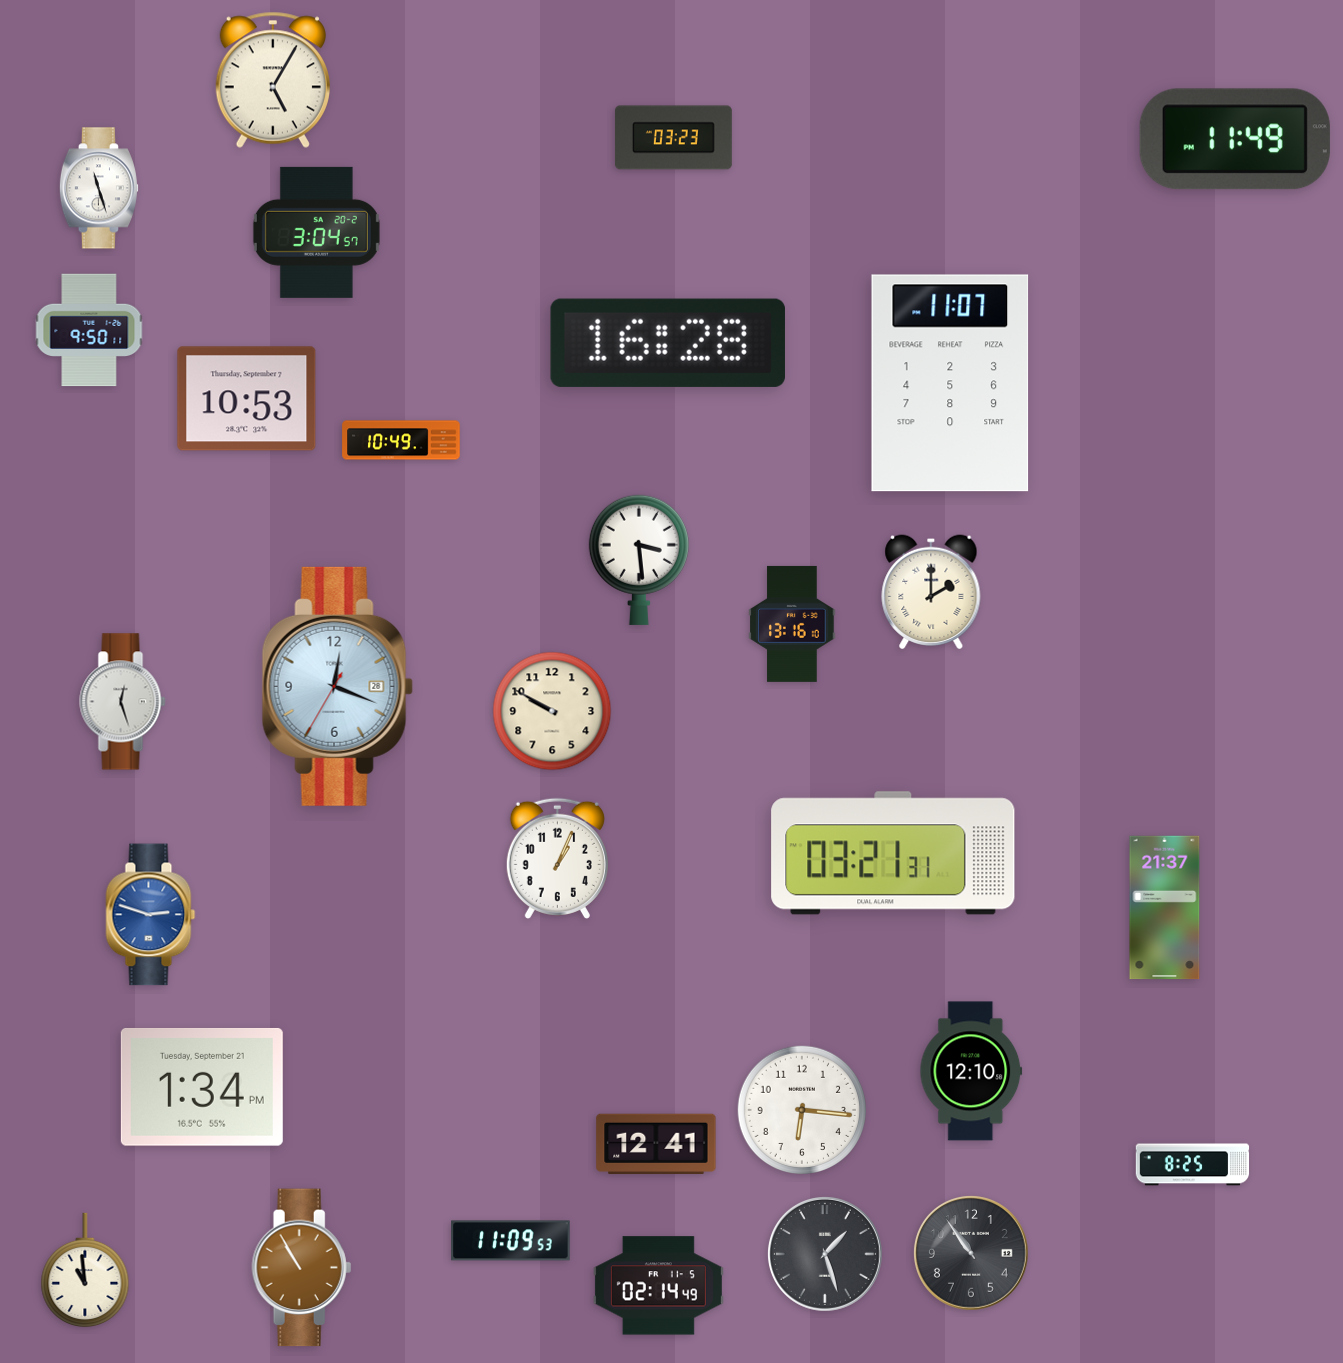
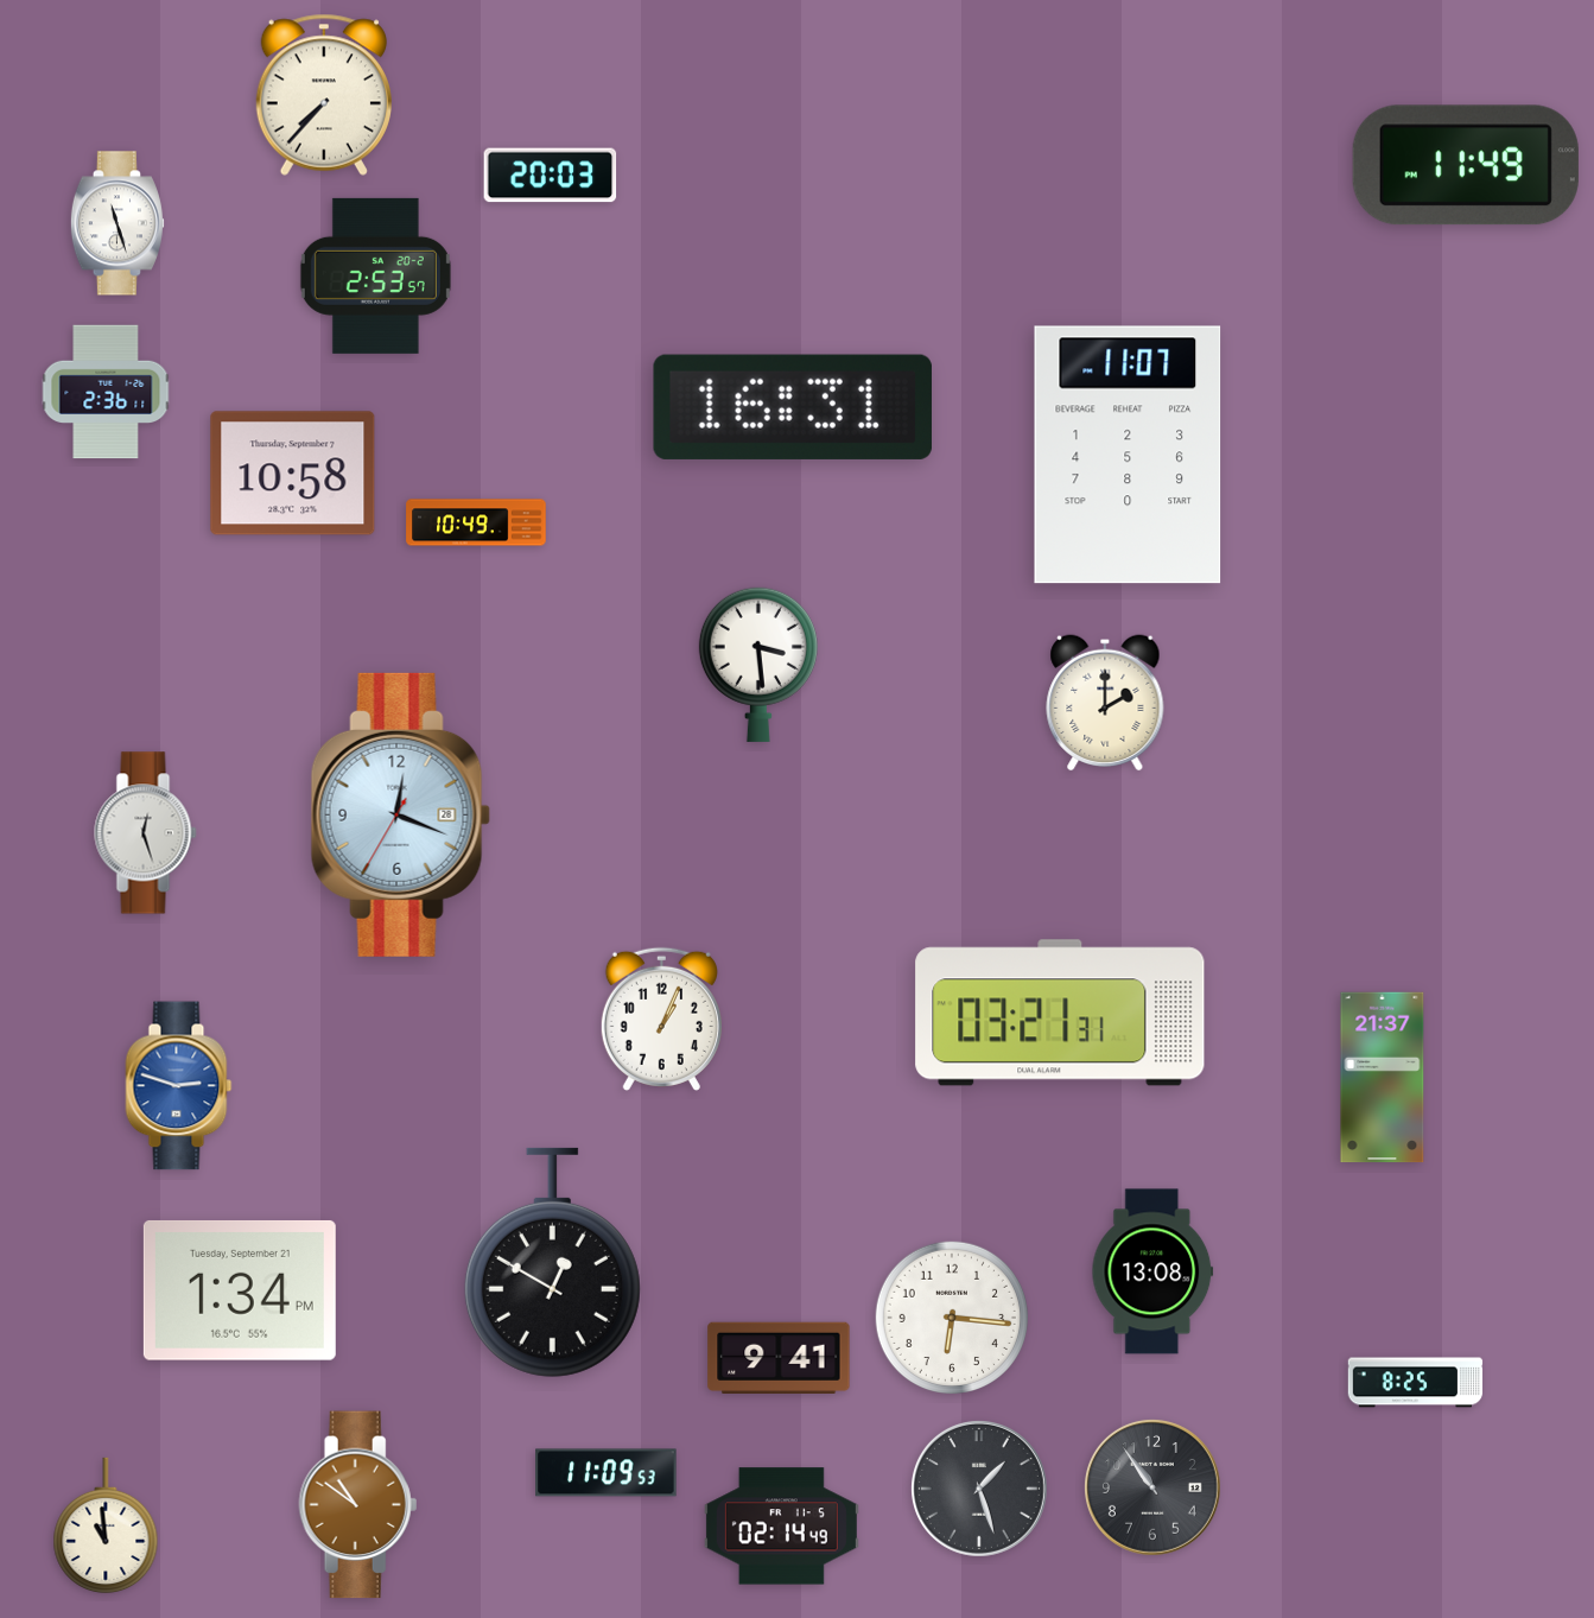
clock at (273, 80): 5:05 -> 7:37
clock at (673, 138): 03:23 -> none
clock at (551, 176): none -> 20:03
clock at (316, 232): 3:04 -> 2:53
clock at (89, 330): 9:50 -> 2:36
clock at (668, 343): 16:28 -> 16:31
clock at (247, 399): 10:53 -> 10:58
clock at (792, 624): 13:16 -> none
clock at (552, 711): 9:50 -> none
clock at (552, 1262): none -> 12:50
clock at (971, 1071): 12:10 -> 13:08
clock at (656, 1143): 12:41 -> 9:41
clock at (302, 1268): 10:55 -> 10:51
clock at (85, 1270) position: (85, 1270) -> (106, 1525)
